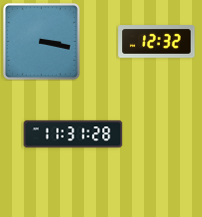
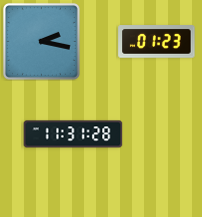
clock at (41, 41): 3:17 -> 2:17
clock at (157, 42): 12:32 -> 01:23
